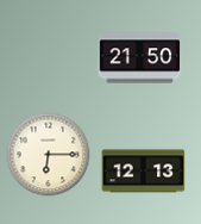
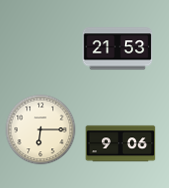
clock at (140, 58): 21:50 -> 21:53
clock at (144, 172): 12:13 -> 9:06
